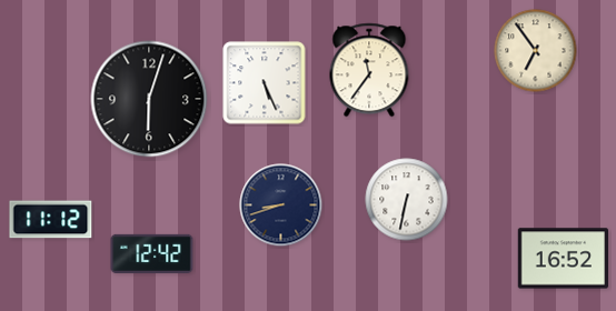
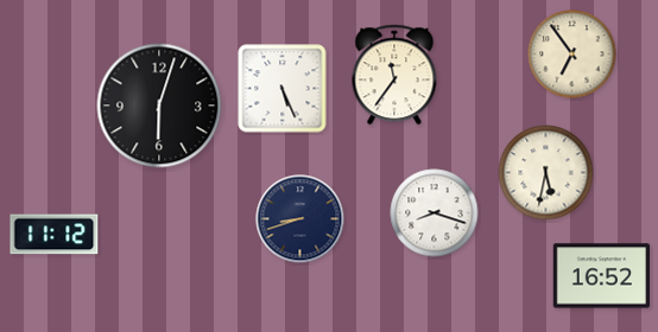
clock at (546, 173): none -> 5:32
clock at (407, 200): 6:32 -> 8:18
clock at (152, 253): 12:42 -> none
